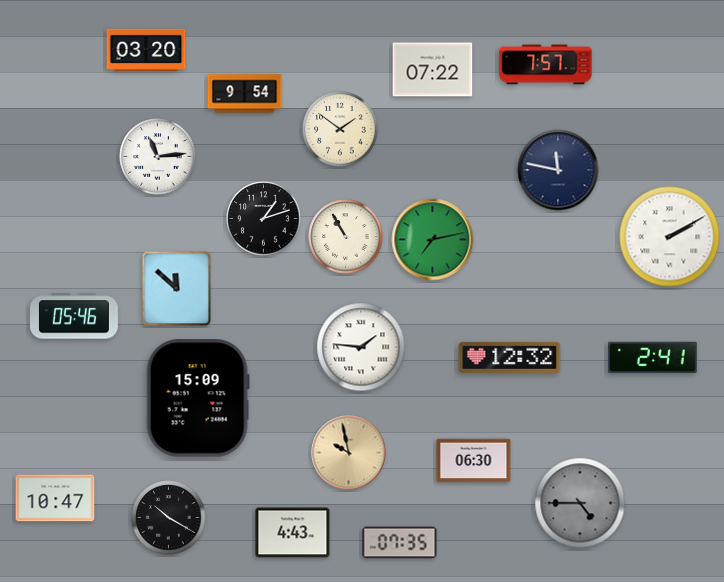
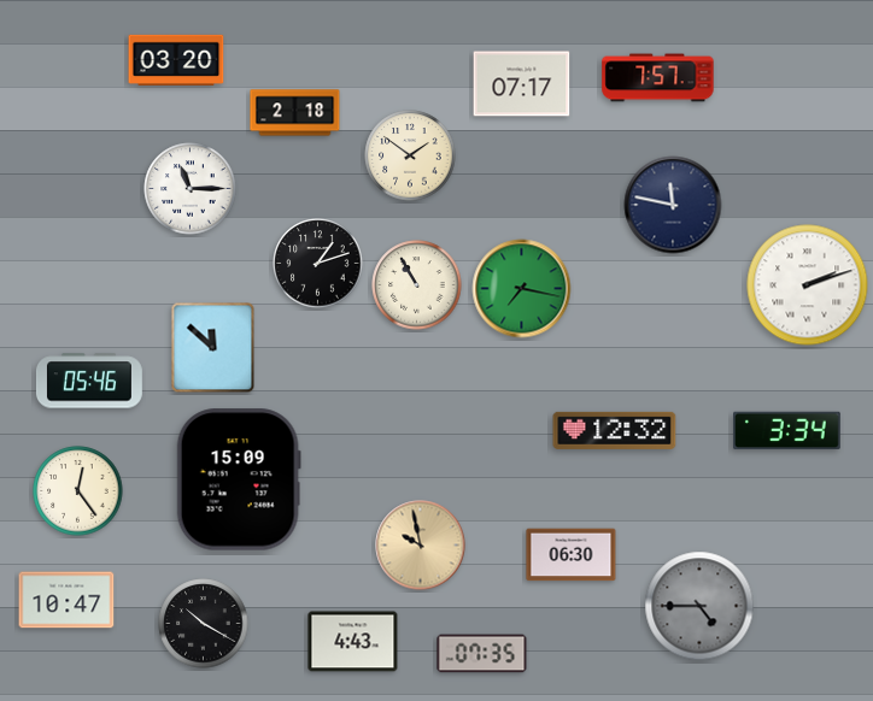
clock at (433, 70): 07:22 -> 07:17
clock at (245, 94): 9:54 -> 2:18
clock at (158, 157): 11:14 -> 11:15
clock at (670, 237): 2:10 -> 2:12
clock at (433, 240): 7:13 -> 7:17
clock at (361, 347): 1:46 -> none
clock at (653, 358): 2:41 -> 3:34
clock at (78, 491): none -> 12:24
